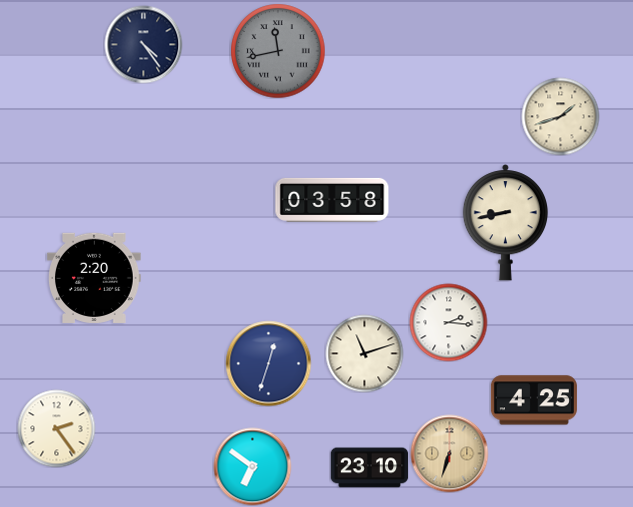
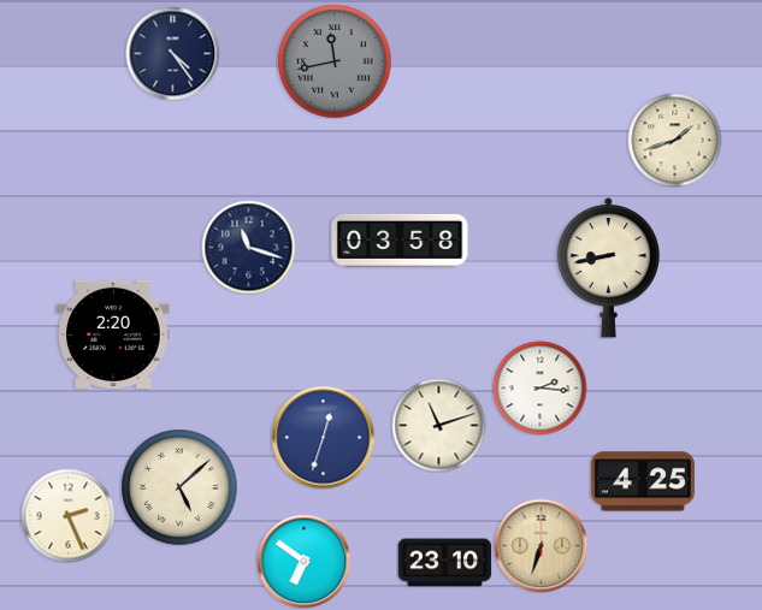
clock at (248, 247): none -> 11:18
clock at (179, 487): none -> 5:08
clock at (56, 428): 2:24 -> 2:26
